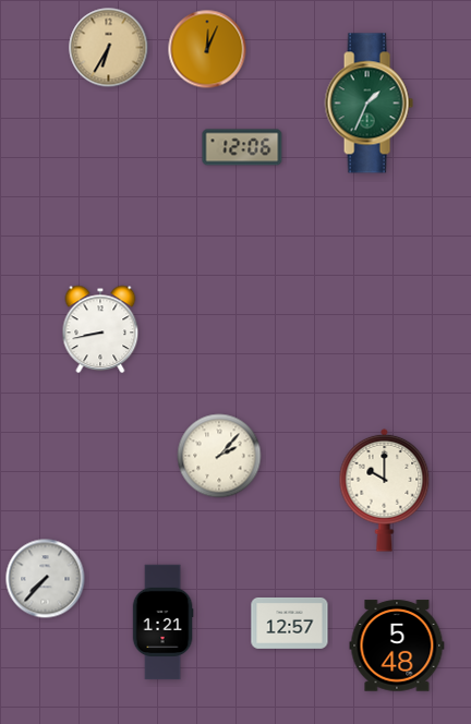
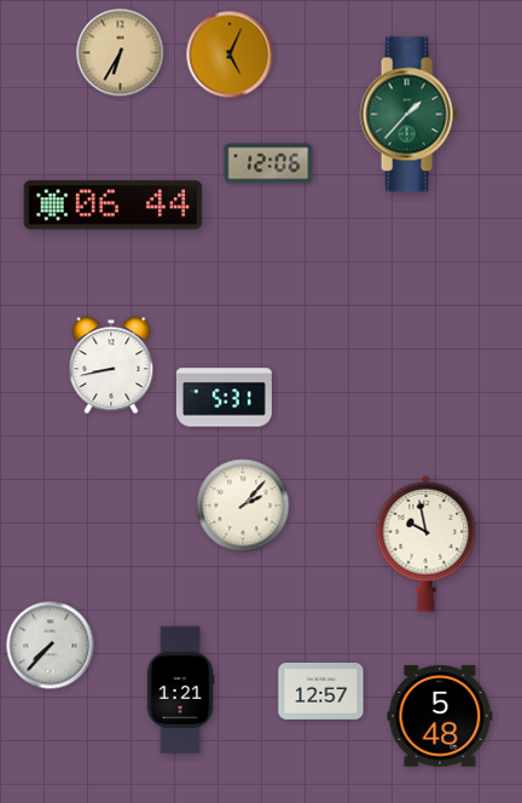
clock at (207, 49): 12:04 -> 5:04
clock at (369, 104): 1:34 -> 1:37
clock at (114, 206): none -> 06:44
clock at (224, 398): none -> 5:31
clock at (385, 490): 10:00 -> 9:58
clock at (46, 579) position: (46, 579) -> (51, 646)
